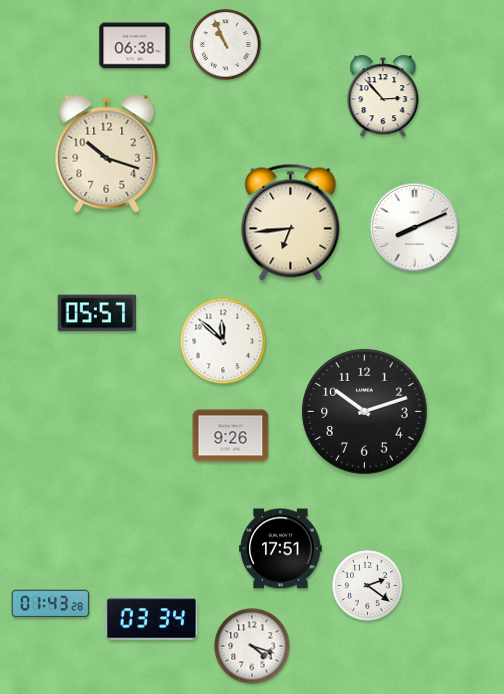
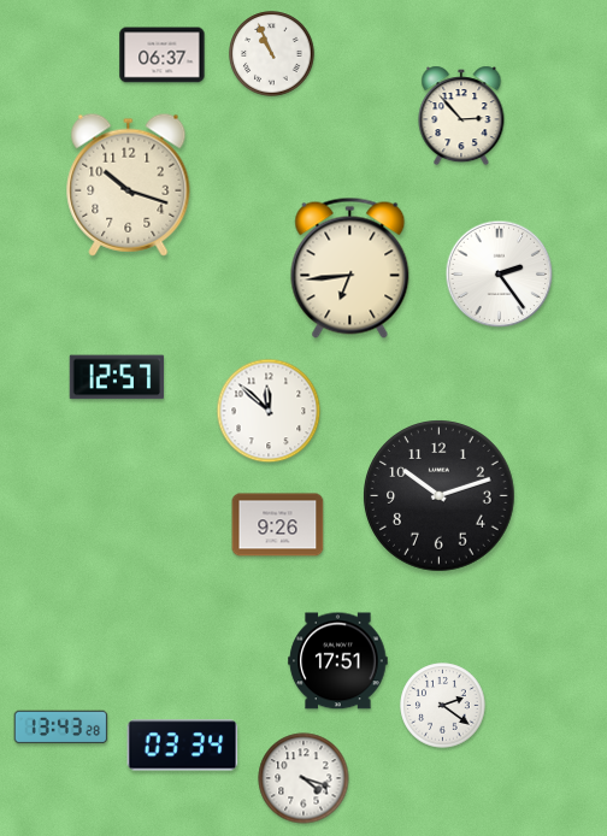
clock at (135, 46): 06:38 -> 06:37
clock at (415, 228): 8:11 -> 2:24
clock at (97, 313): 05:57 -> 12:57
clock at (51, 604): 01:43 -> 13:43
